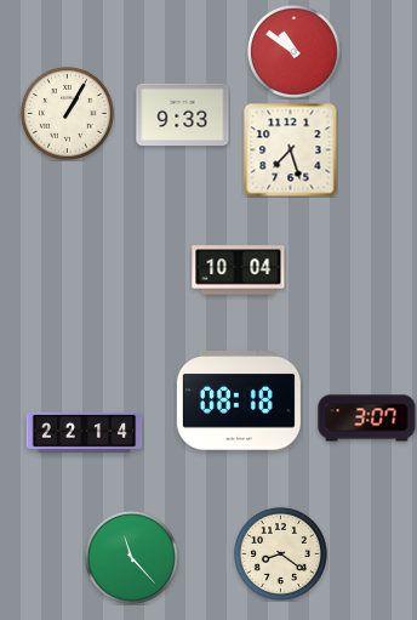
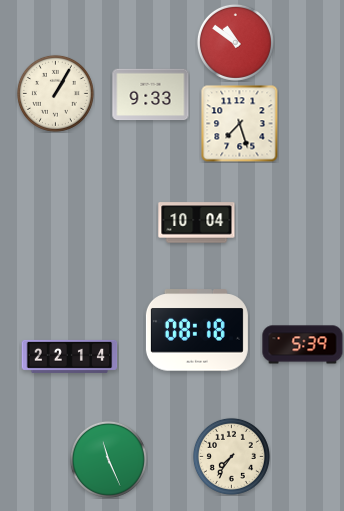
clock at (293, 51) position: (293, 51) -> (235, 42)
clock at (367, 419): 3:07 -> 5:39
clock at (280, 553): 8:21 -> 7:36
clock at (131, 557): 11:23 -> 11:26
